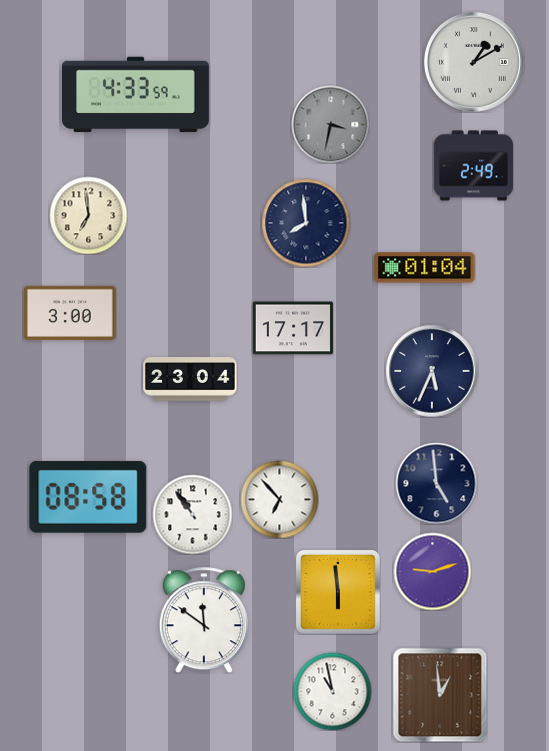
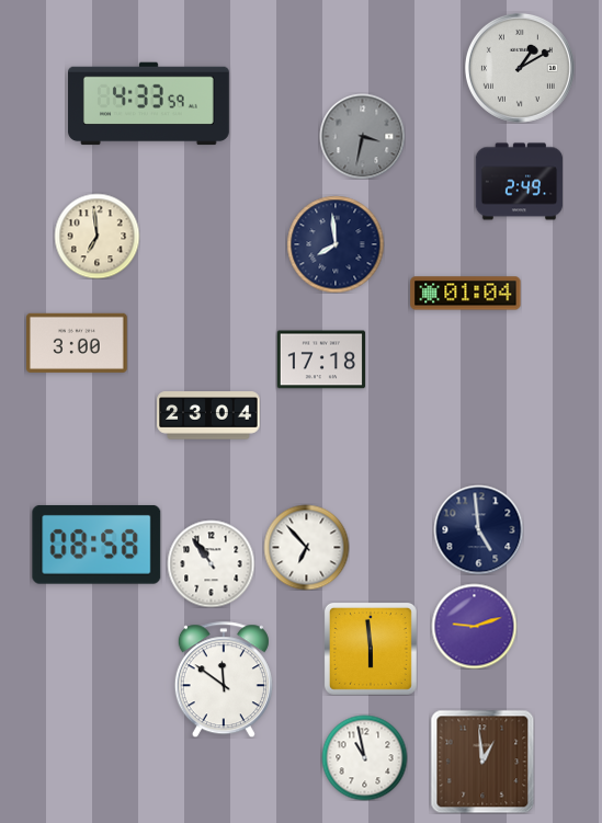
clock at (293, 328): 17:17 -> 17:18
clock at (432, 371): 5:34 -> none
